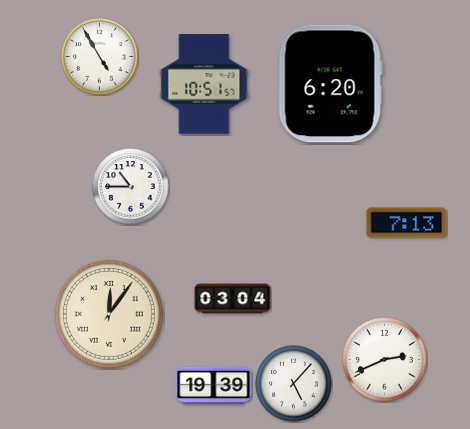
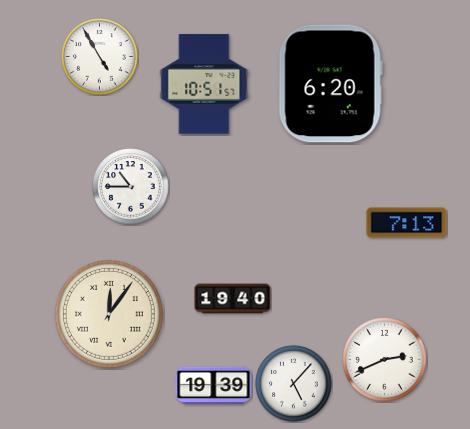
clock at (233, 299): 03:04 -> 19:40
